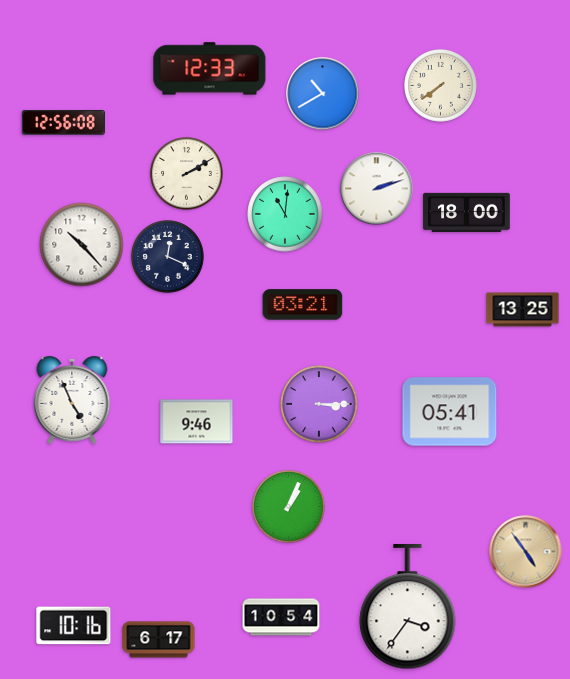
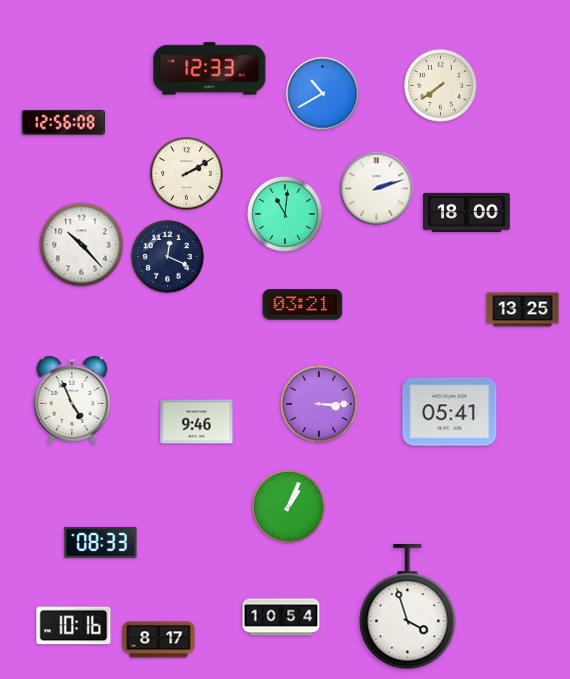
clock at (101, 542): none -> 08:33
clock at (526, 552): 4:54 -> none
clock at (408, 608): 3:36 -> 3:57
clock at (159, 640): 6:17 -> 8:17
